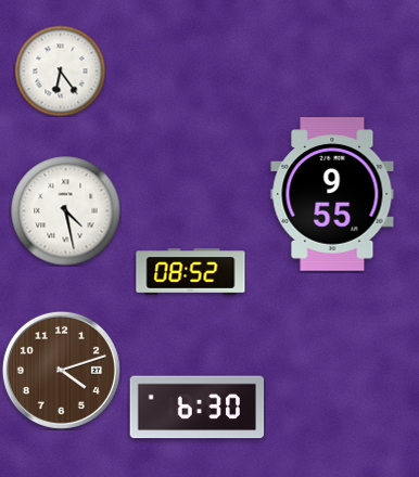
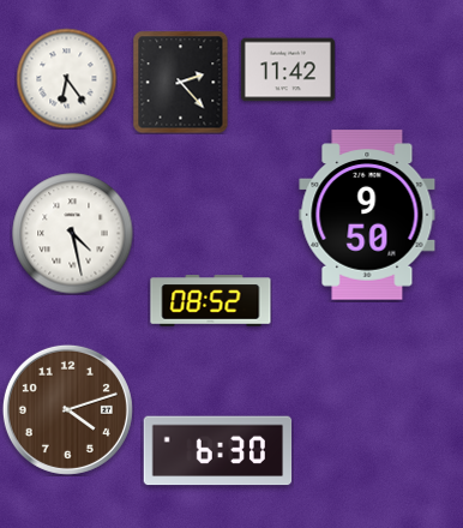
clock at (288, 70): none -> 11:42
clock at (181, 82): none -> 2:23
clock at (332, 194): 9:55 -> 9:50
